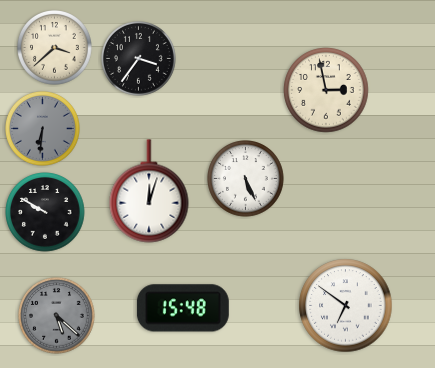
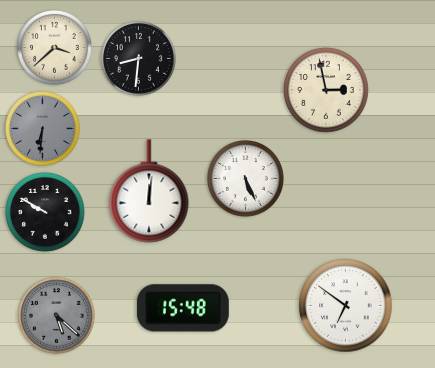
clock at (139, 59): 3:36 -> 8:31
clock at (149, 191): 12:03 -> 12:01
